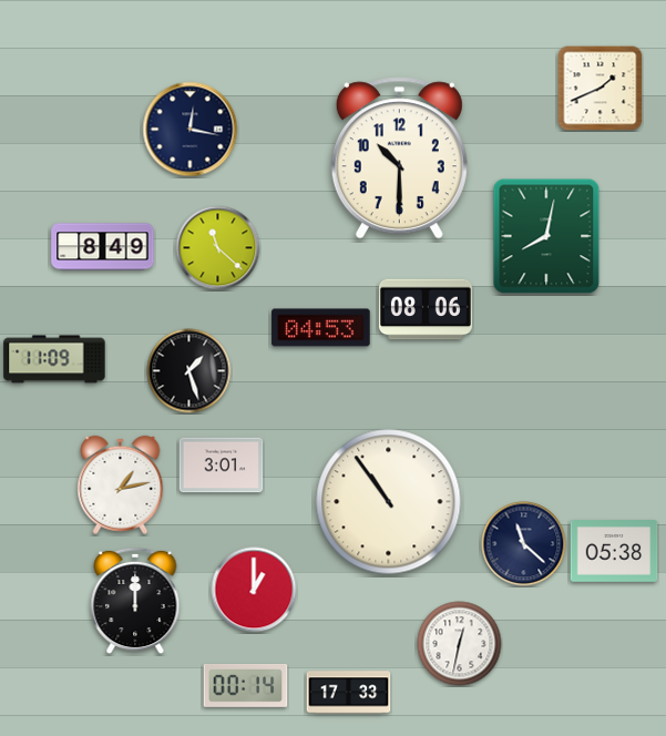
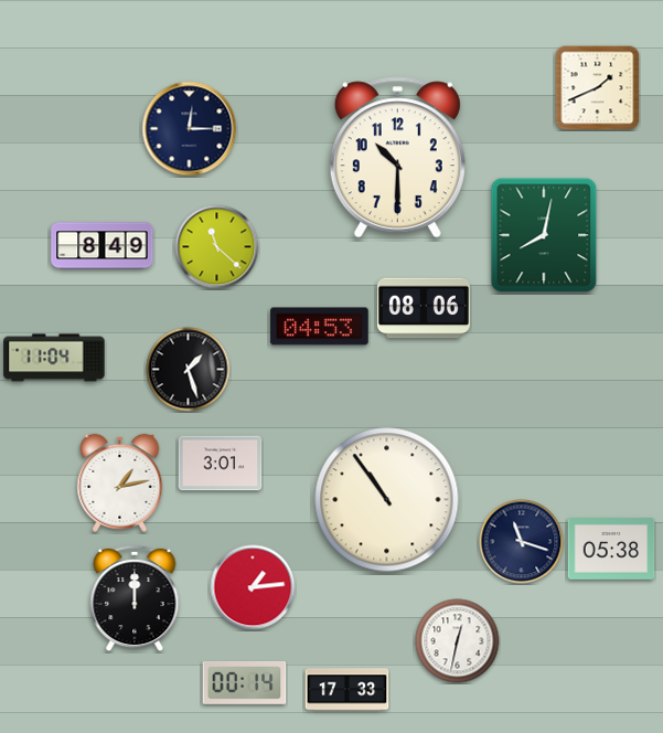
clock at (191, 130): 12:17 -> 12:15
clock at (54, 359): 11:09 -> 11:04
clock at (524, 544): 11:22 -> 11:18
clock at (254, 590): 1:00 -> 1:14
